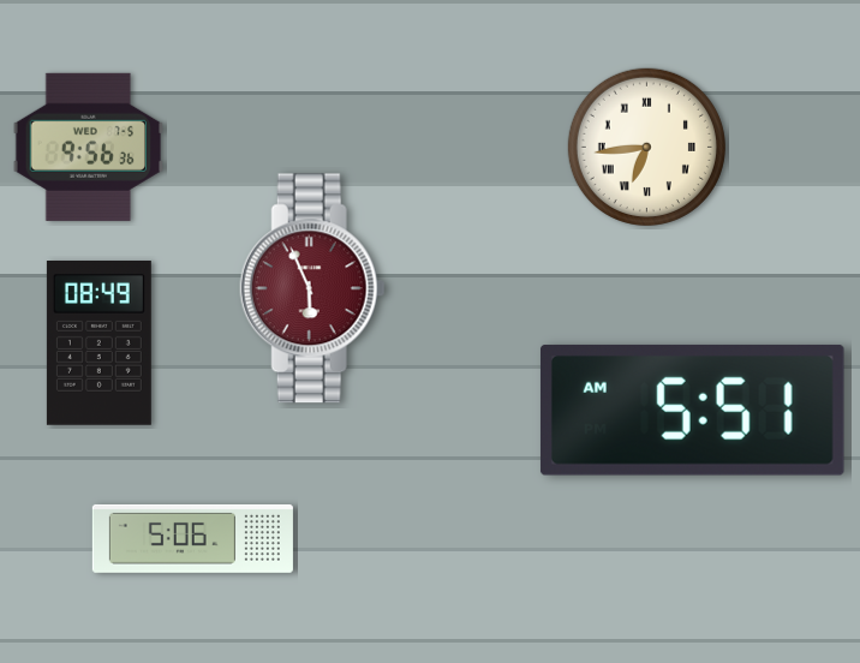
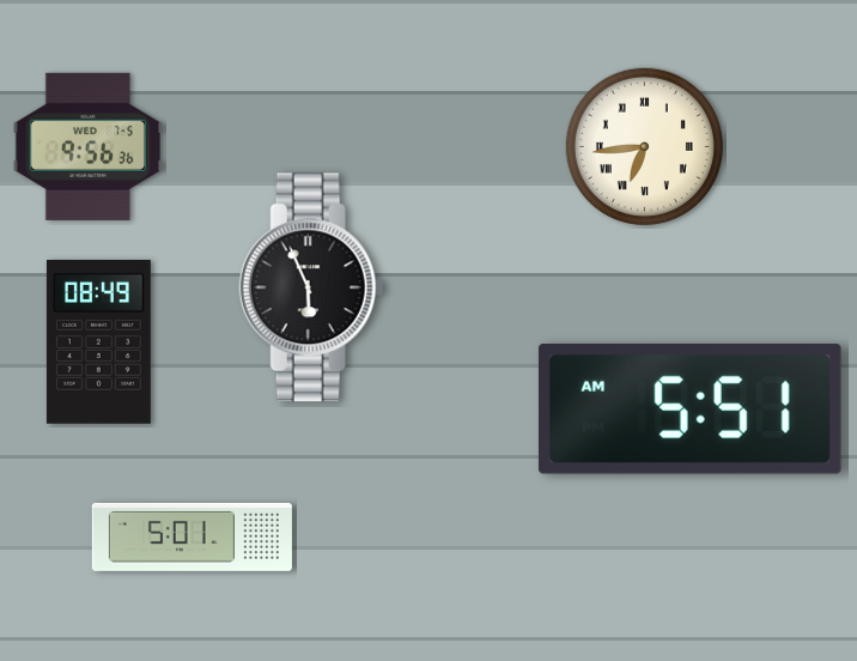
clock at (312, 288) dial: burgundy -> black
clock at (192, 538): 5:06 -> 5:01
